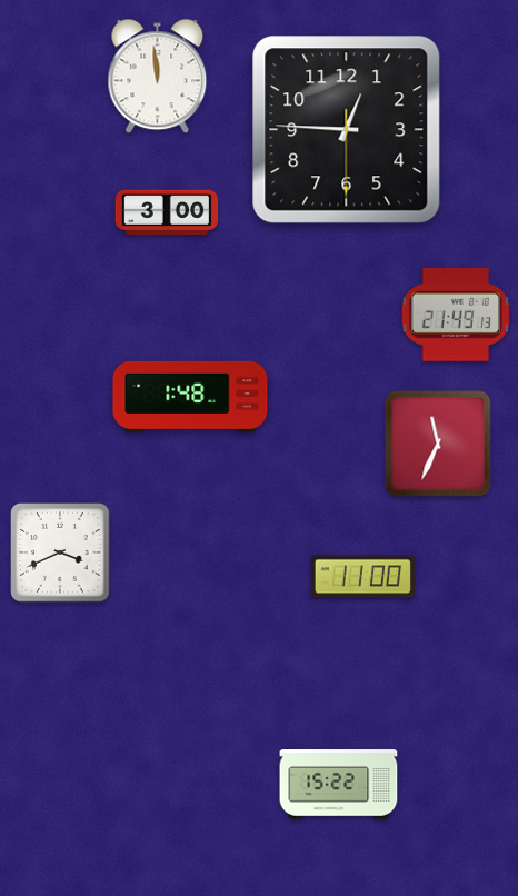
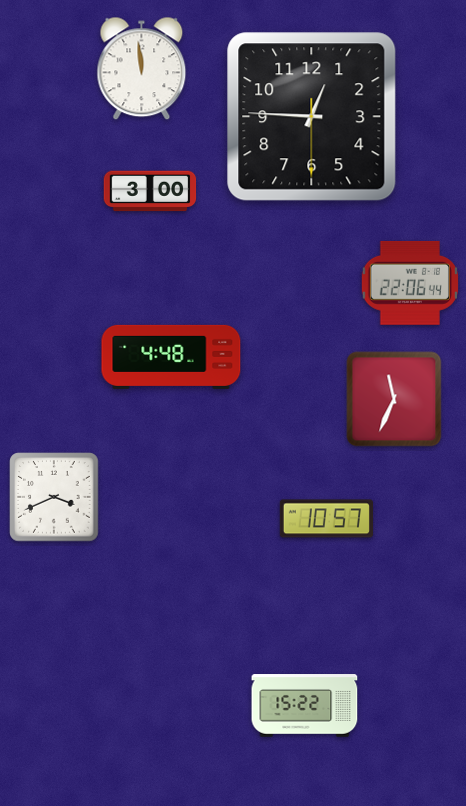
clock at (455, 315): 21:49 -> 22:06
clock at (190, 397): 1:48 -> 4:48
clock at (362, 577): 11:00 -> 10:57
